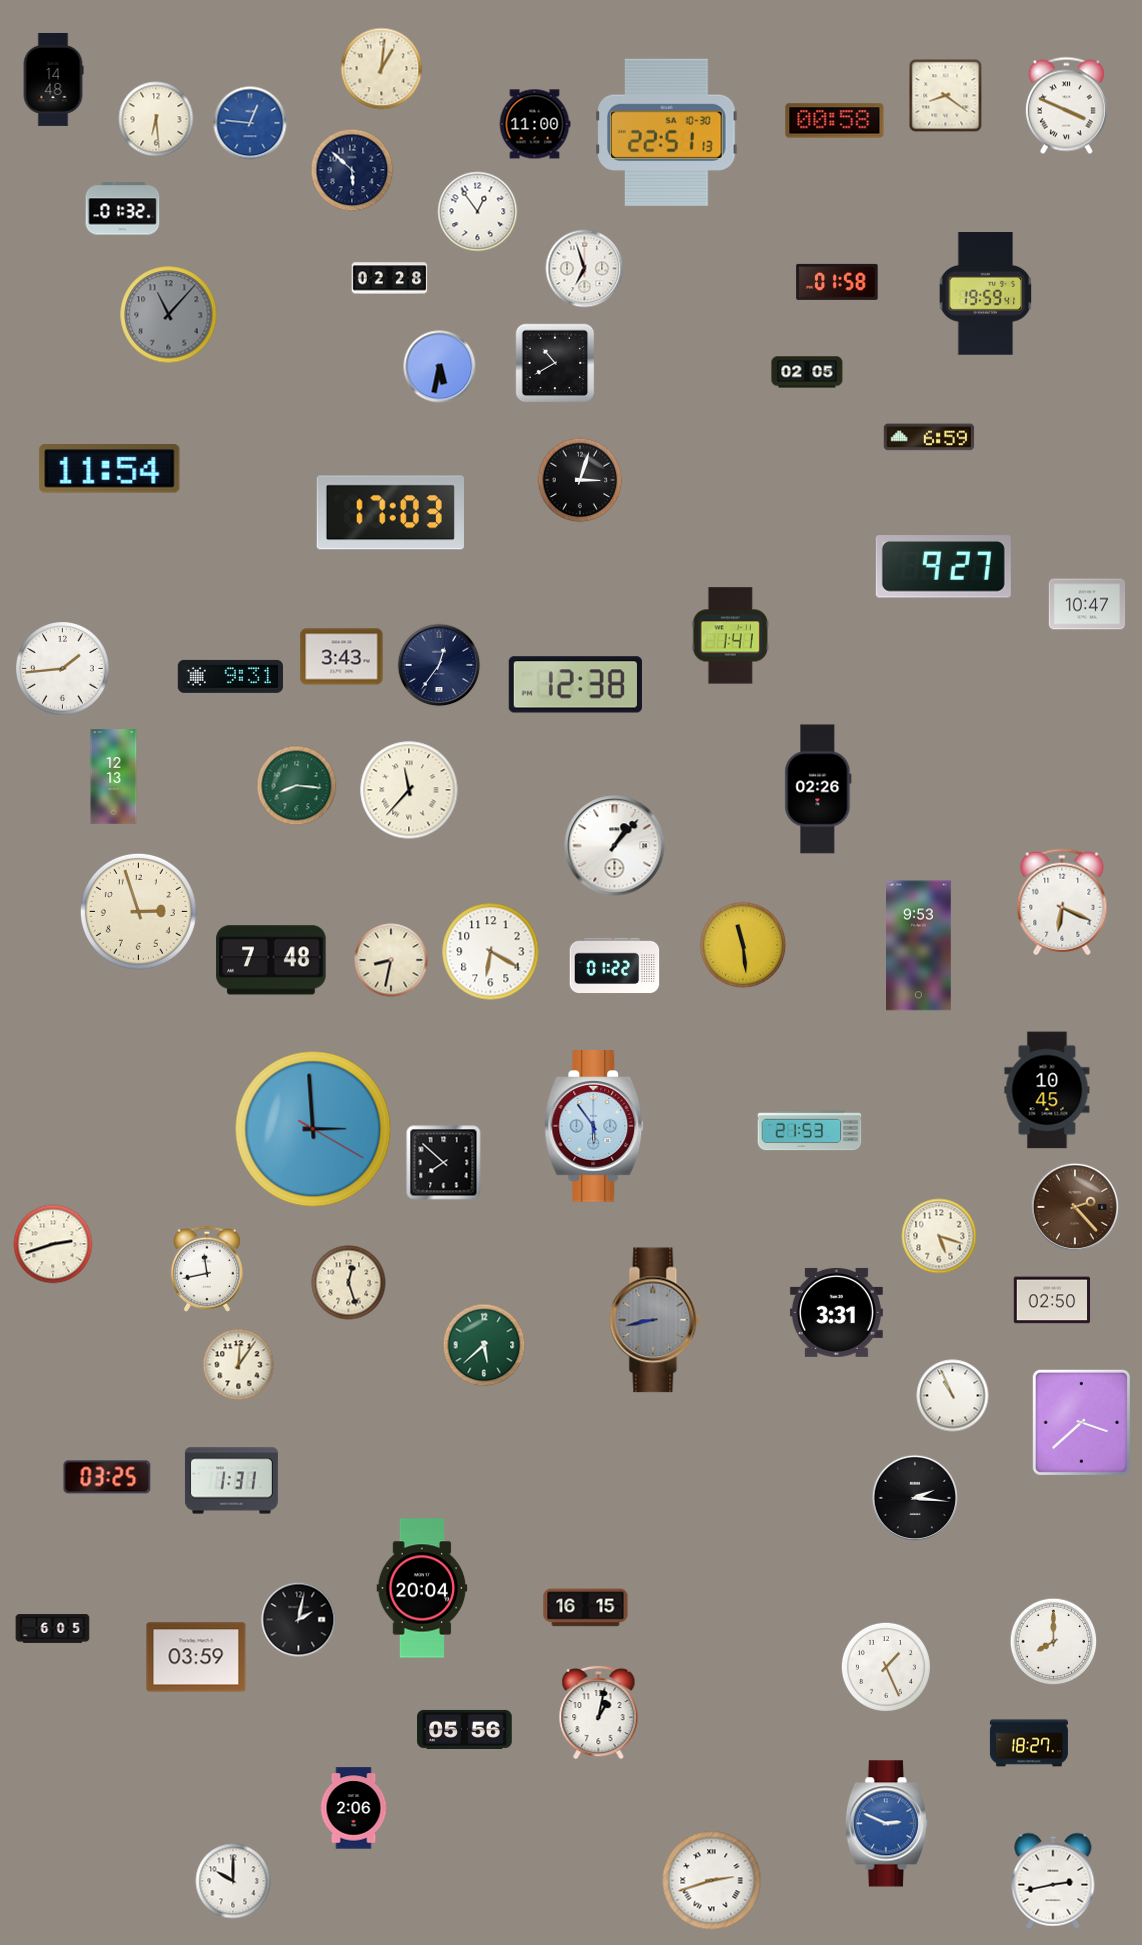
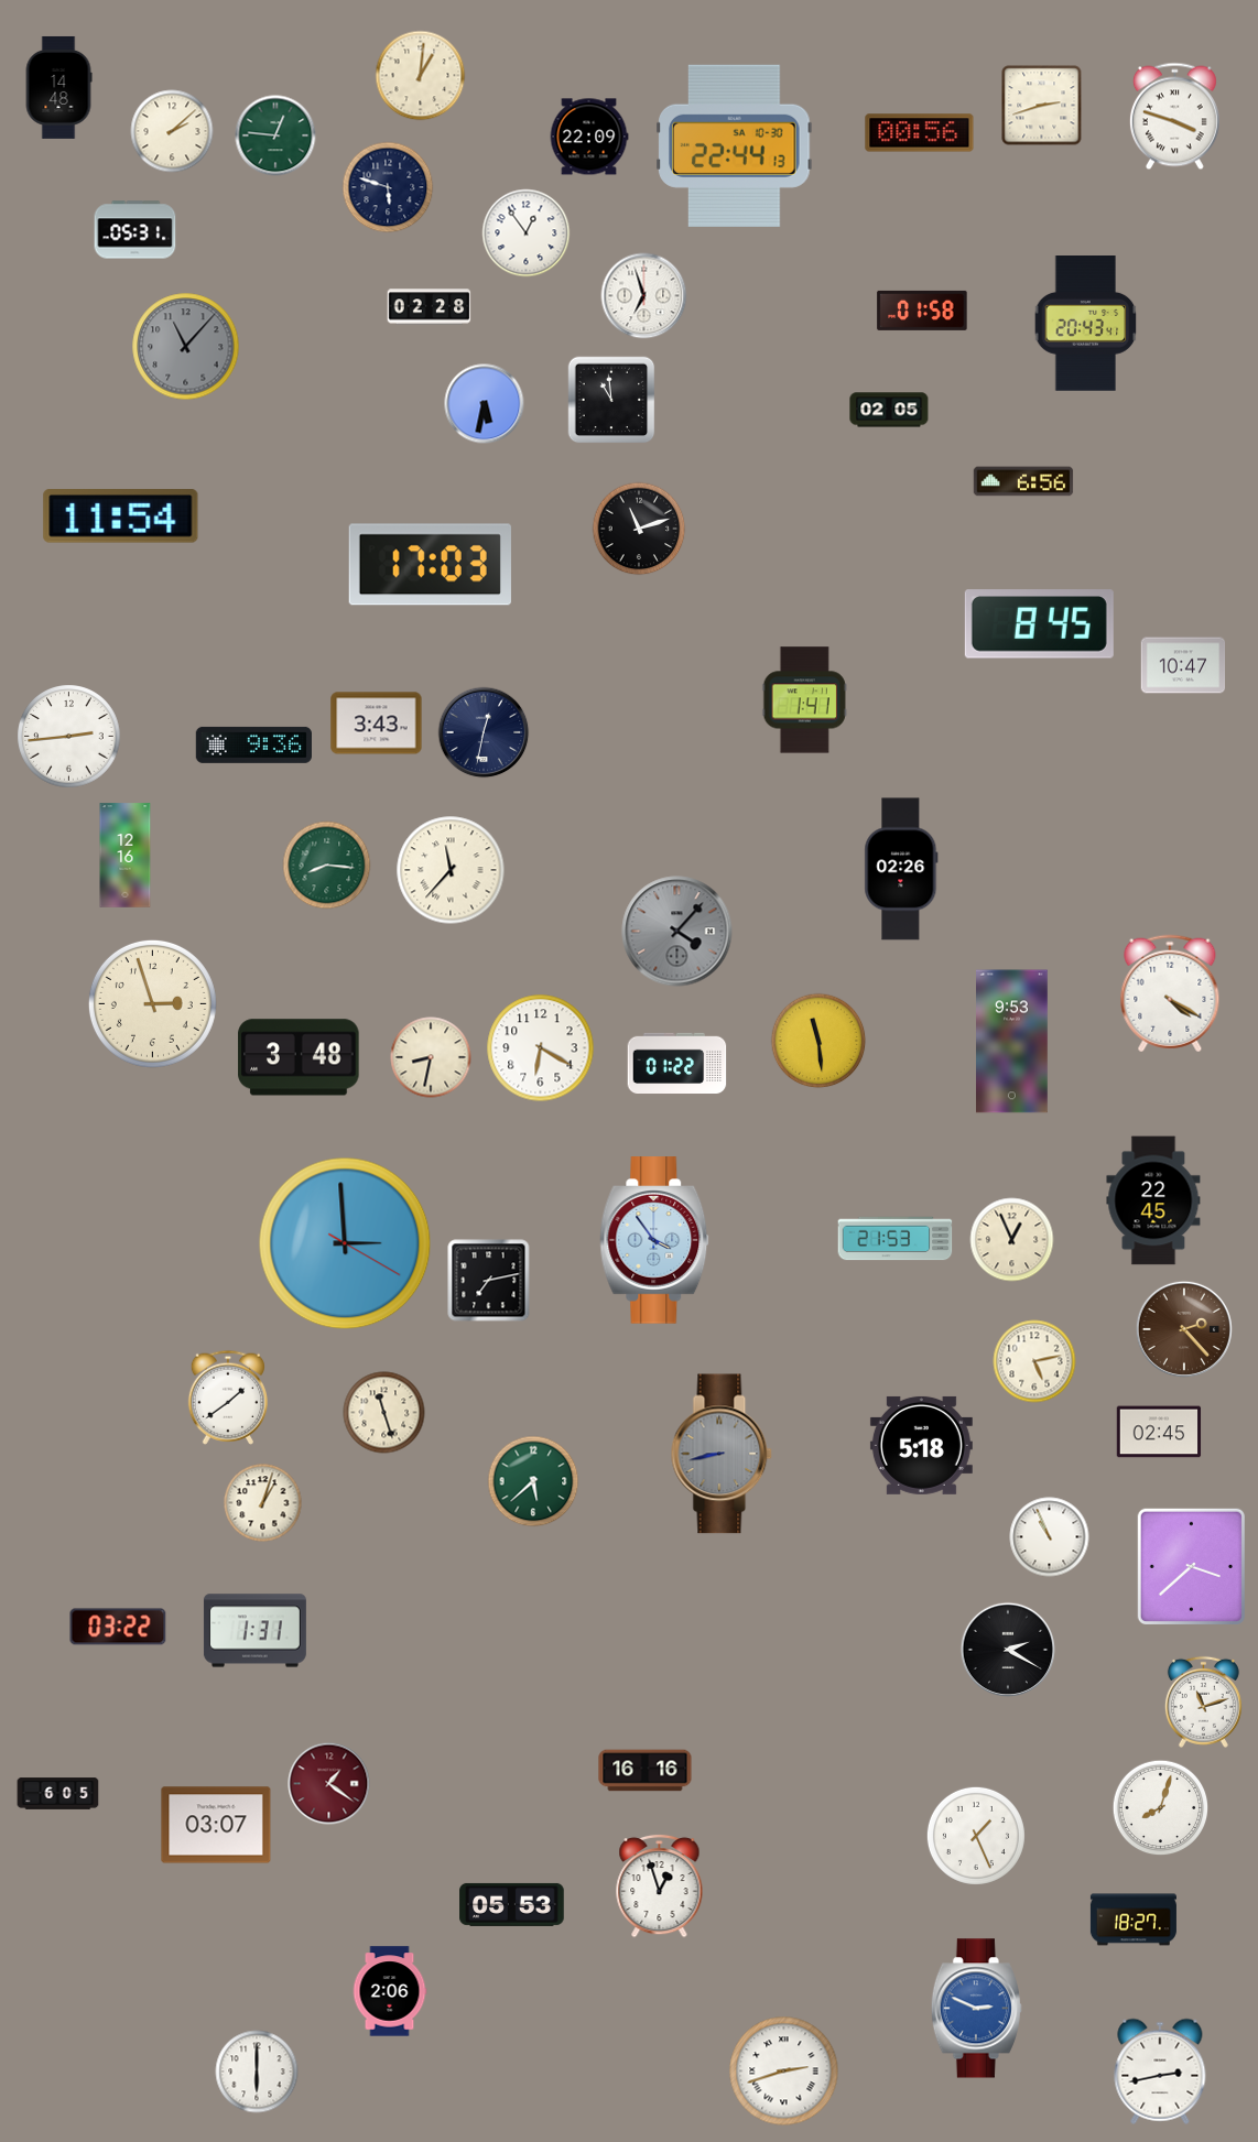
clock at (946, 96): 8:21 -> 2:42
clock at (1066, 106): 3:49 -> 3:48
clock at (156, 119): 6:29 -> 2:08
clock at (835, 121): 00:58 -> 00:56
clock at (250, 123) dial: blue -> green
clock at (535, 124): 11:00 -> 22:09
clock at (667, 132): 22:51 -> 22:44
clock at (352, 170): 5:52 -> 5:48
clock at (123, 209): 01:32 -> 05:31
clock at (986, 294): 19:59 -> 20:43
clock at (555, 363): 10:40 -> 10:59
clock at (929, 437): 6:59 -> 6:56
clock at (580, 480): 3:03 -> 11:12
clock at (943, 567): 9:27 -> 8:45
clock at (1087, 604) position: (1087, 604) -> (1183, 665)
clock at (439, 665): 12:36 -> 12:32
clock at (63, 669): 1:44 -> 2:44
clock at (230, 676): 9:31 -> 9:36
clock at (575, 685): 12:38 -> none
clock at (114, 777): 12:13 -> 12:16
clock at (615, 846): 1:07 -> 4:07
clock at (615, 846) dial: white -> grey
clock at (1062, 902): 6:19 -> 4:20
clock at (271, 960): 7:48 -> 3:48
clock at (1047, 1090): 10:45 -> 22:45
clock at (594, 1126): 5:54 -> 3:54
clock at (1012, 1240): none -> 12:56
clock at (810, 1131) position: (810, 1131) -> (896, 1239)
clock at (444, 1163): 7:52 -> 7:13
clock at (939, 1236): 5:18 -> 5:13
clock at (53, 1244): 2:42 -> none
clock at (206, 1269): 11:43 -> 1:39
clock at (349, 1283): 12:27 -> 11:27
clock at (1052, 1300): 02:50 -> 02:45
clock at (836, 1312): 3:31 -> 5:18
clock at (239, 1365): 12:06 -> 1:03
clock at (107, 1477): 03:25 -> 03:22
clock at (915, 1498): 2:16 -> 2:20
clock at (1203, 1701): none -> 11:12
clock at (422, 1588): 20:04 -> none
clock at (586, 1608): 16:15 -> 16:16
clock at (299, 1620): 2:02 -> 1:21
clock at (299, 1620) dial: black -> burgundy
clock at (1054, 1642): 8:00 -> 8:03
clock at (196, 1657): 03:59 -> 03:07
clock at (599, 1712): 1:02 -> 12:57
clock at (465, 1729): 05:56 -> 05:53
clock at (233, 1881): 10:00 -> 6:00
